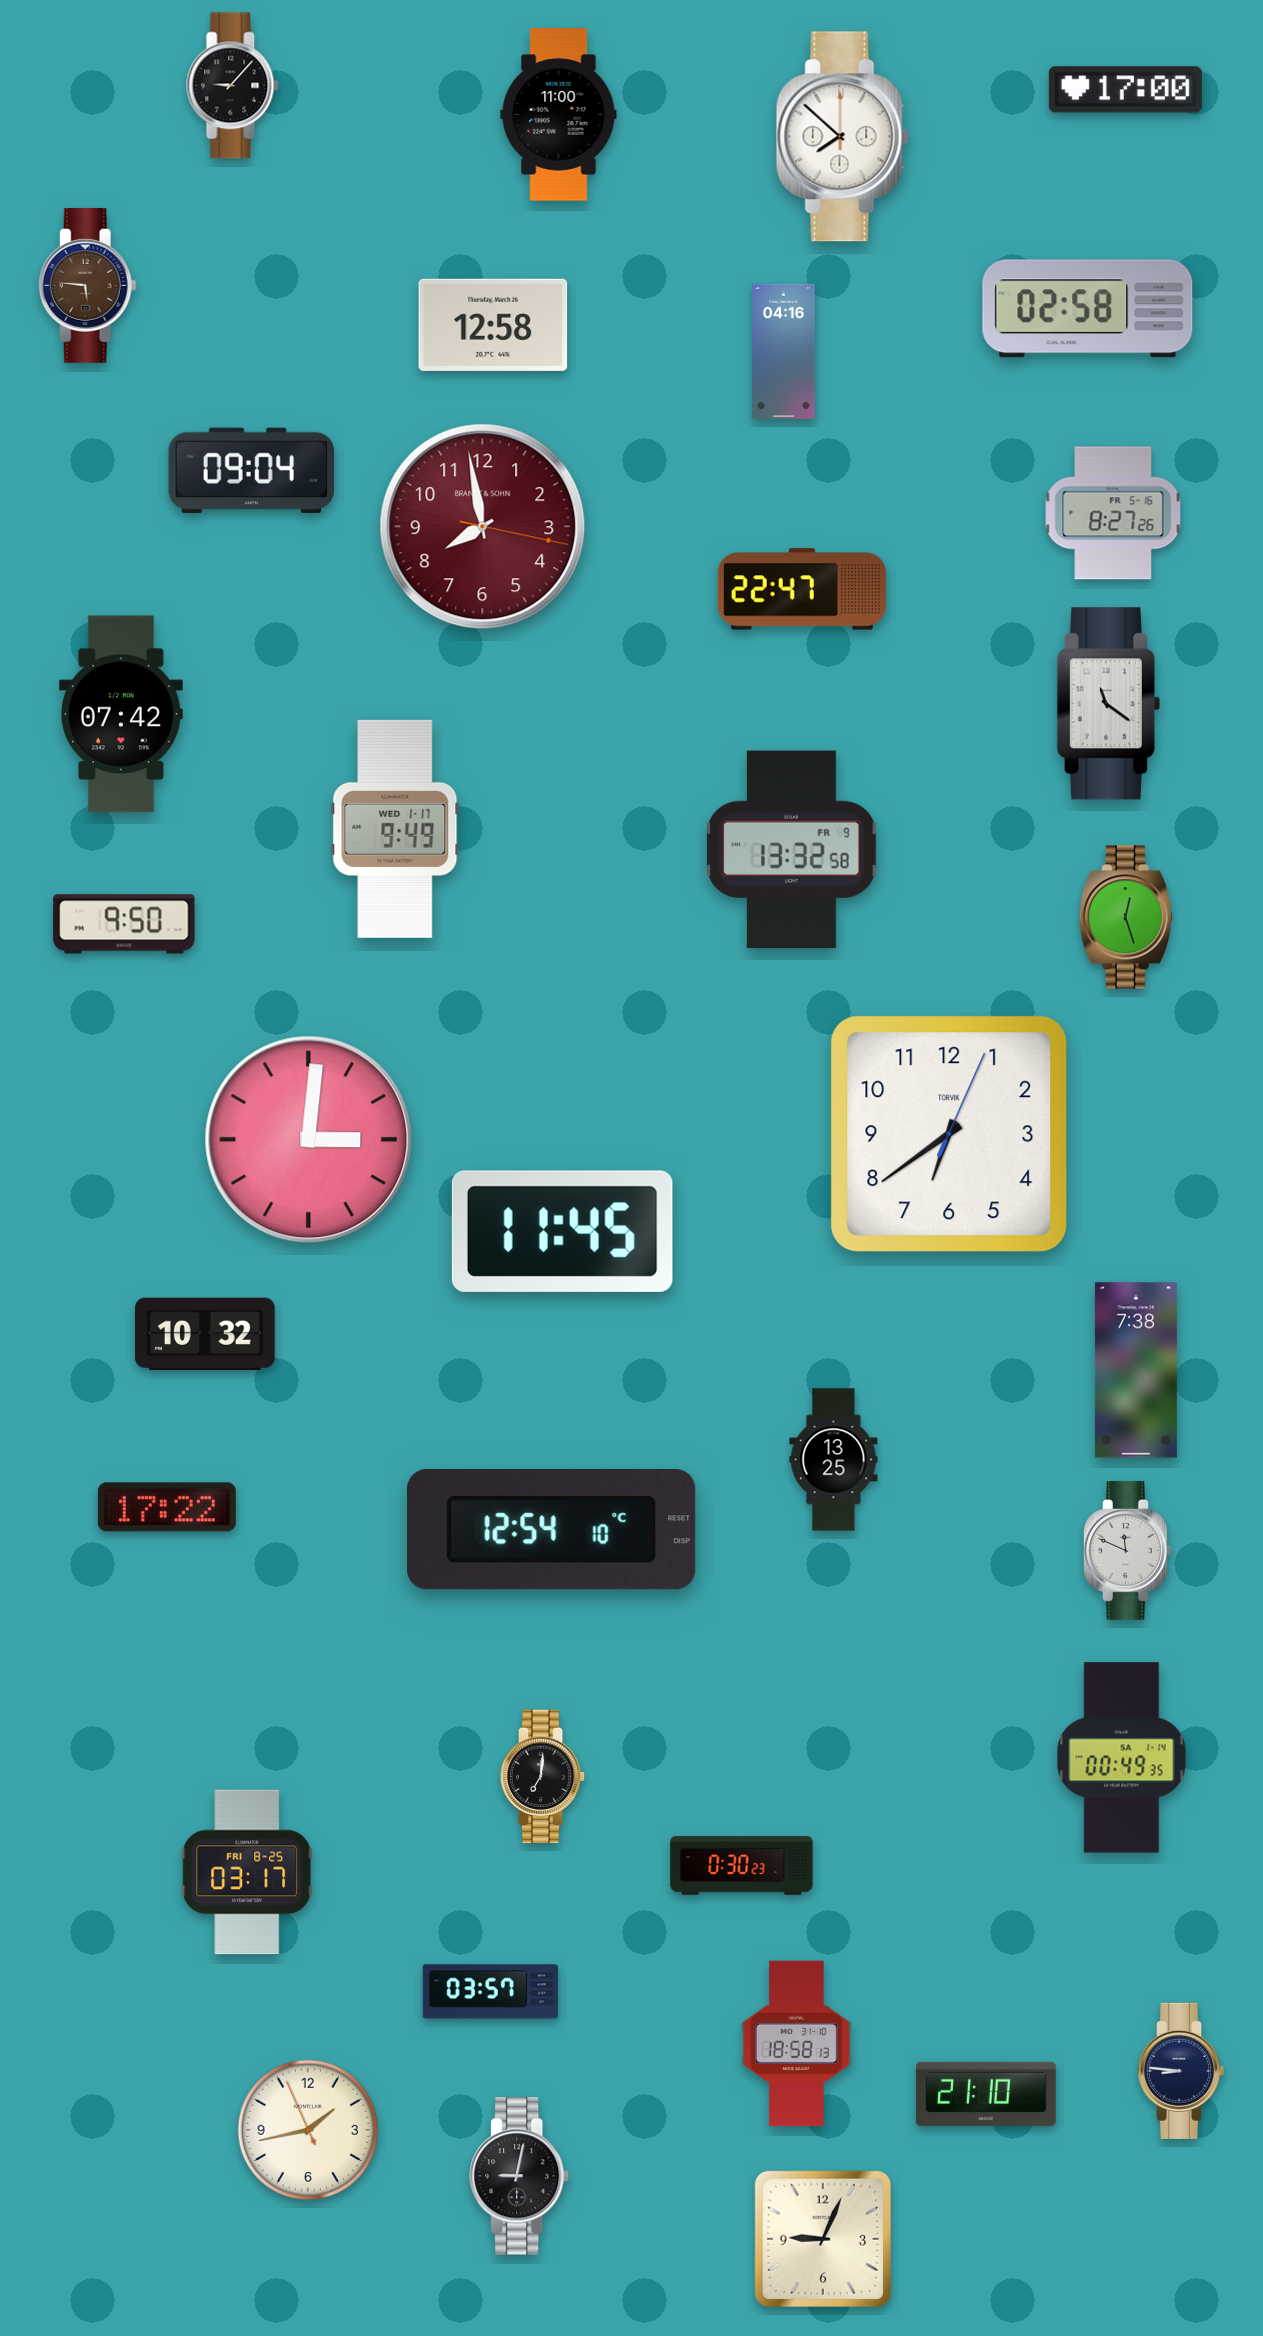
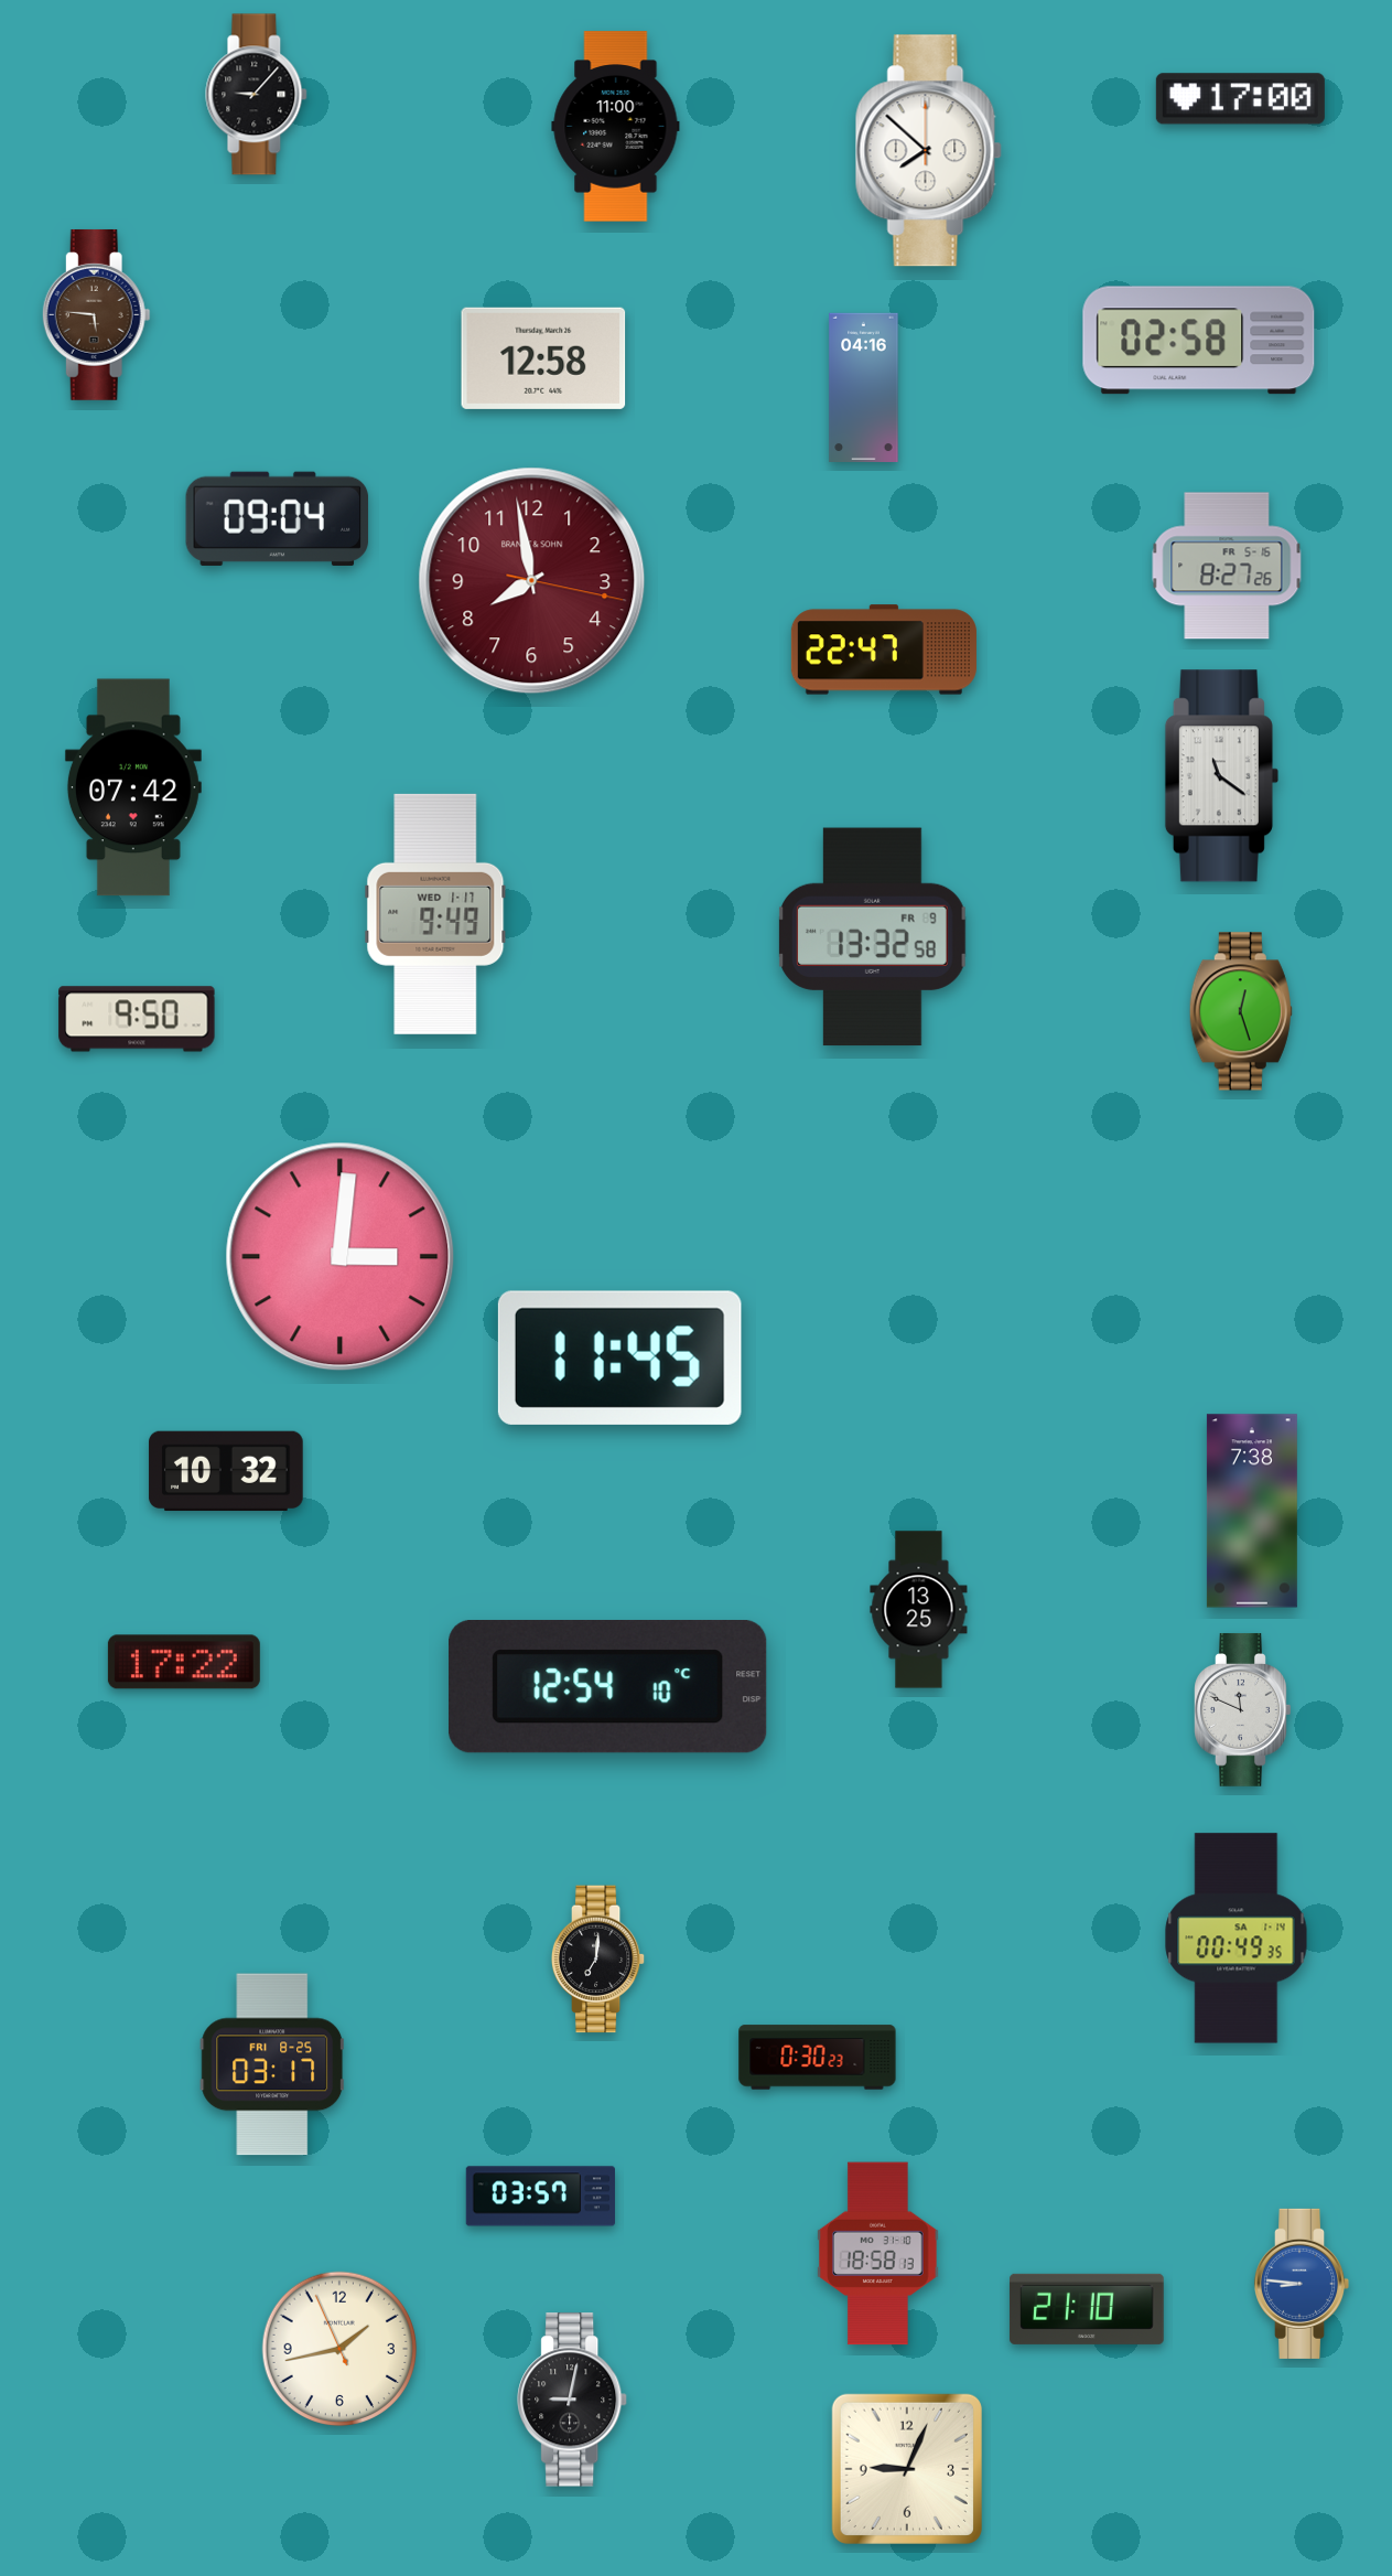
clock at (949, 1134): 6:39 -> none
clock at (1181, 2071) dial: navy -> blue
